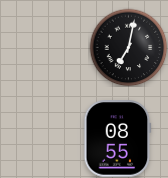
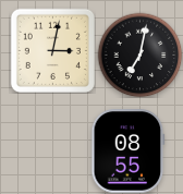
clock at (52, 50): none -> 3:02
clock at (128, 47) position: (128, 47) -> (139, 54)
